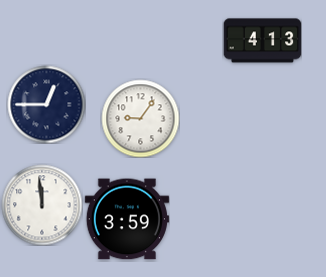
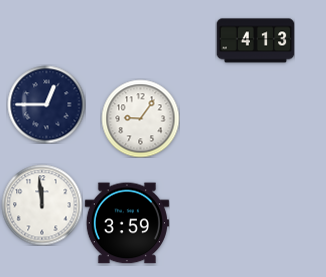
clock at (262, 41) position: (262, 41) -> (255, 41)
clock at (127, 219) position: (127, 219) -> (127, 223)
